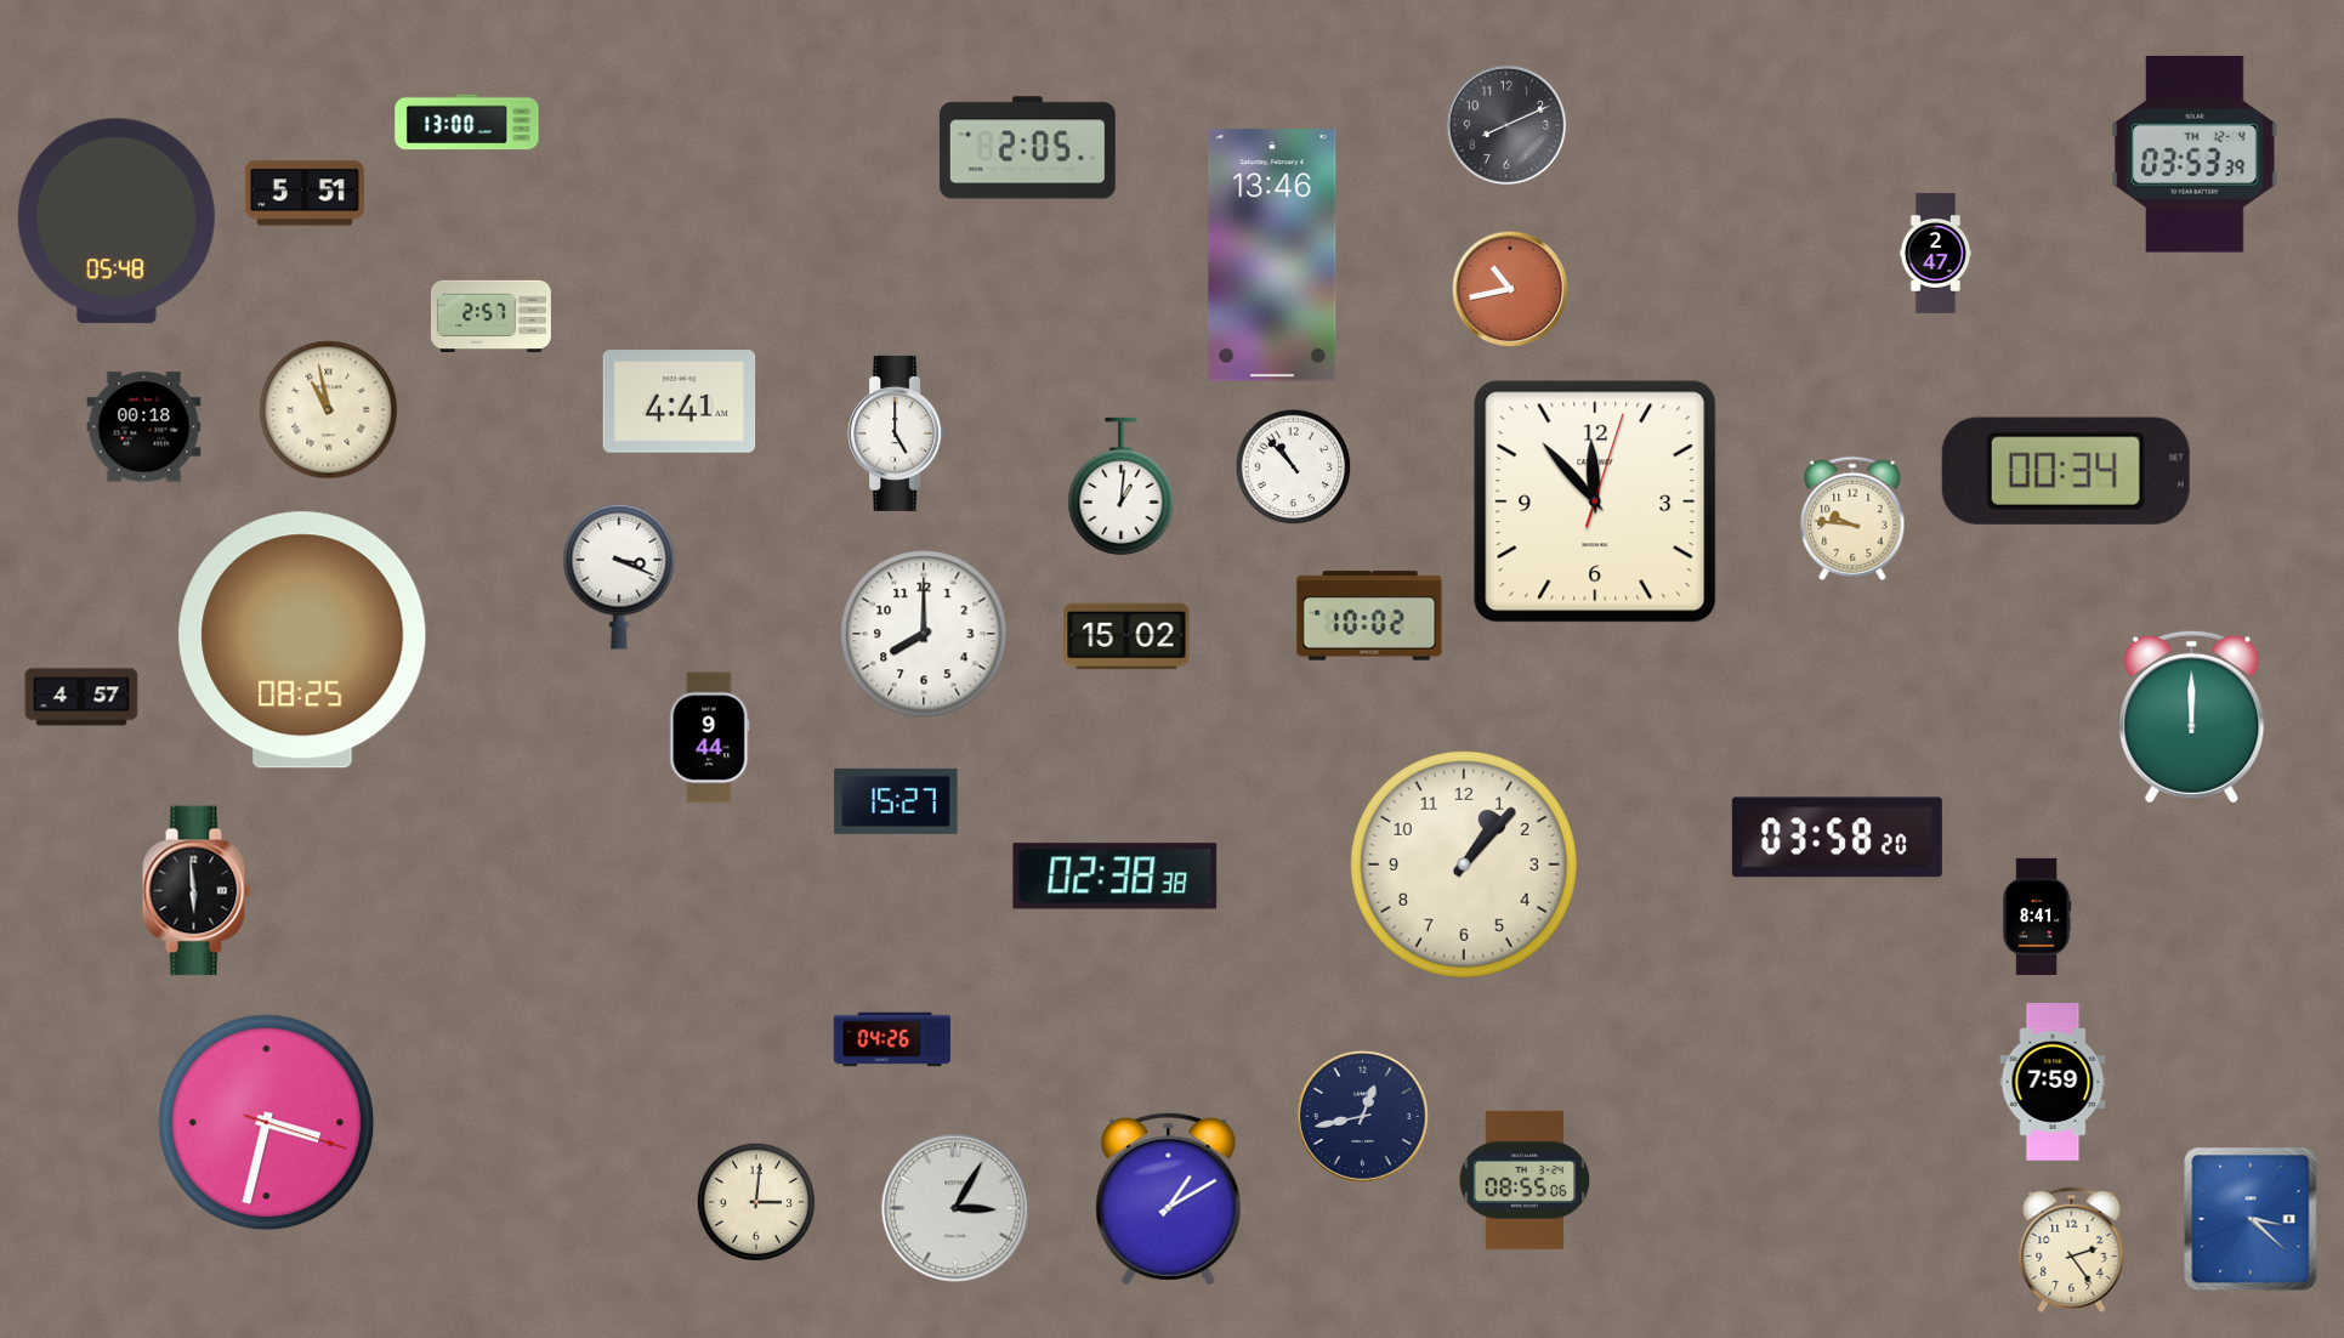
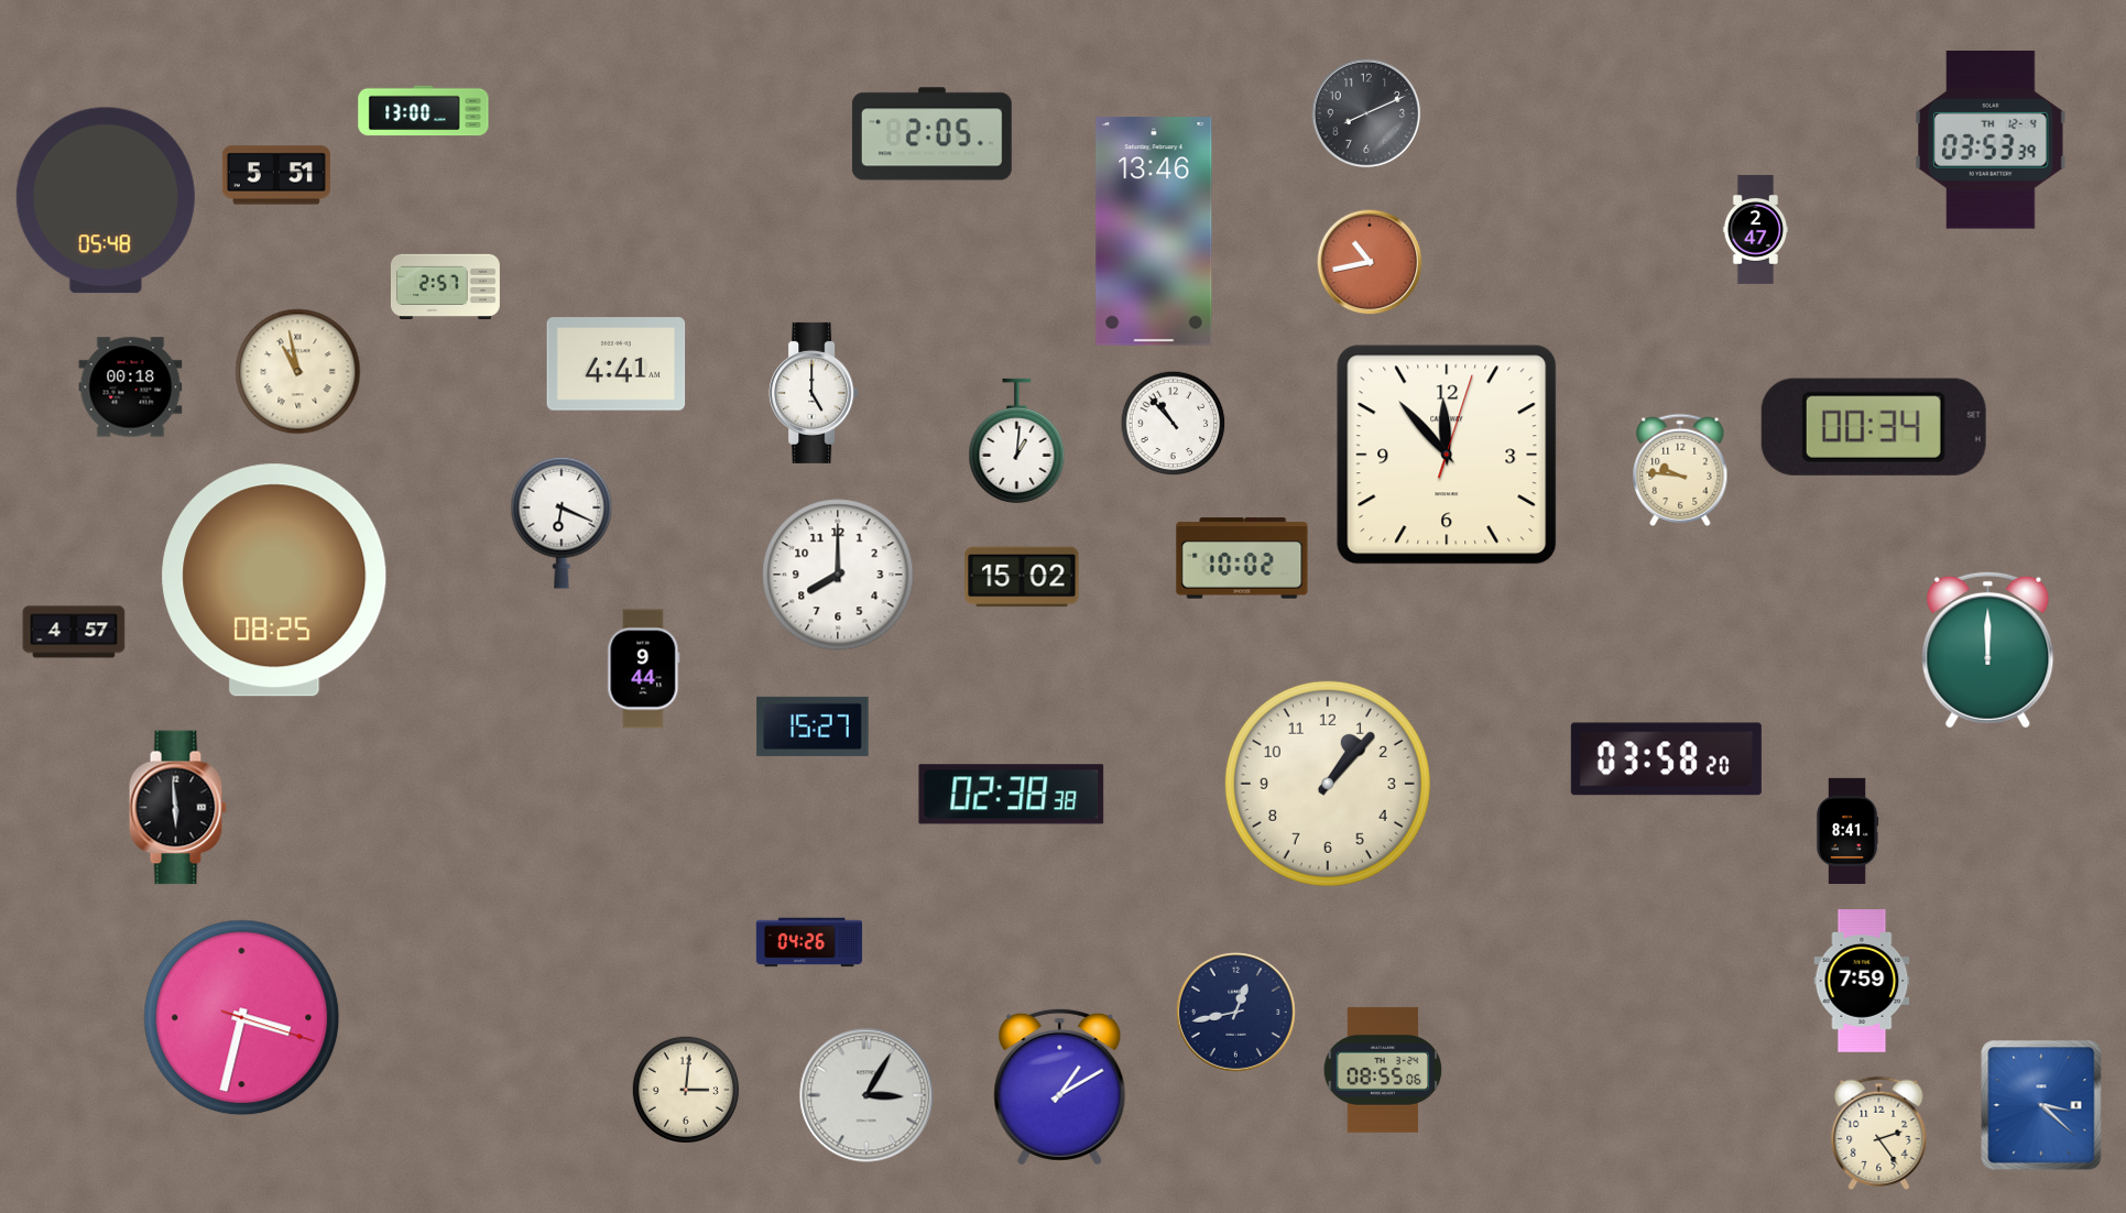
clock at (619, 577): 3:19 -> 6:19
